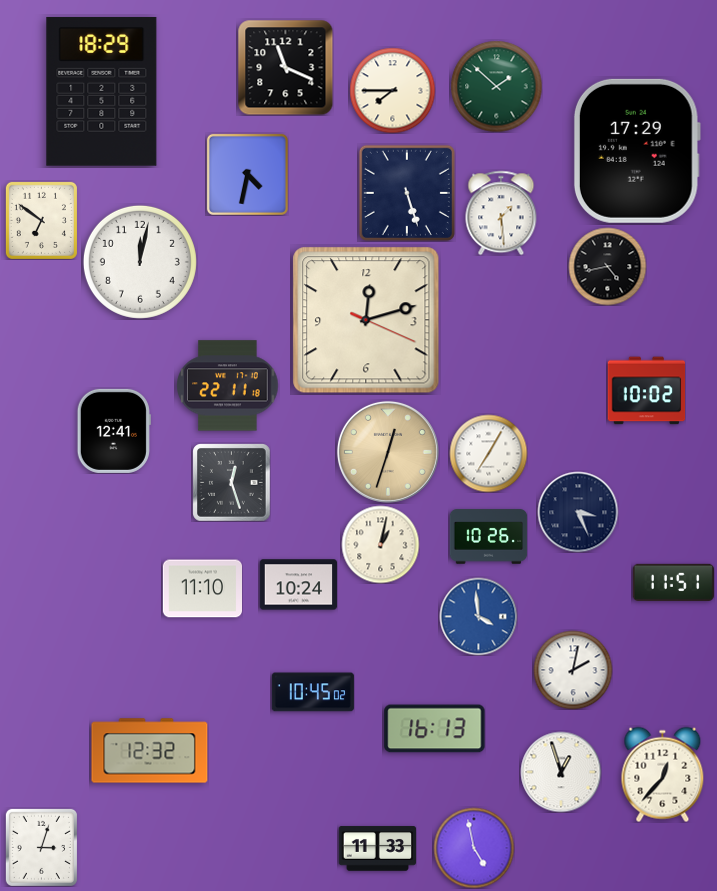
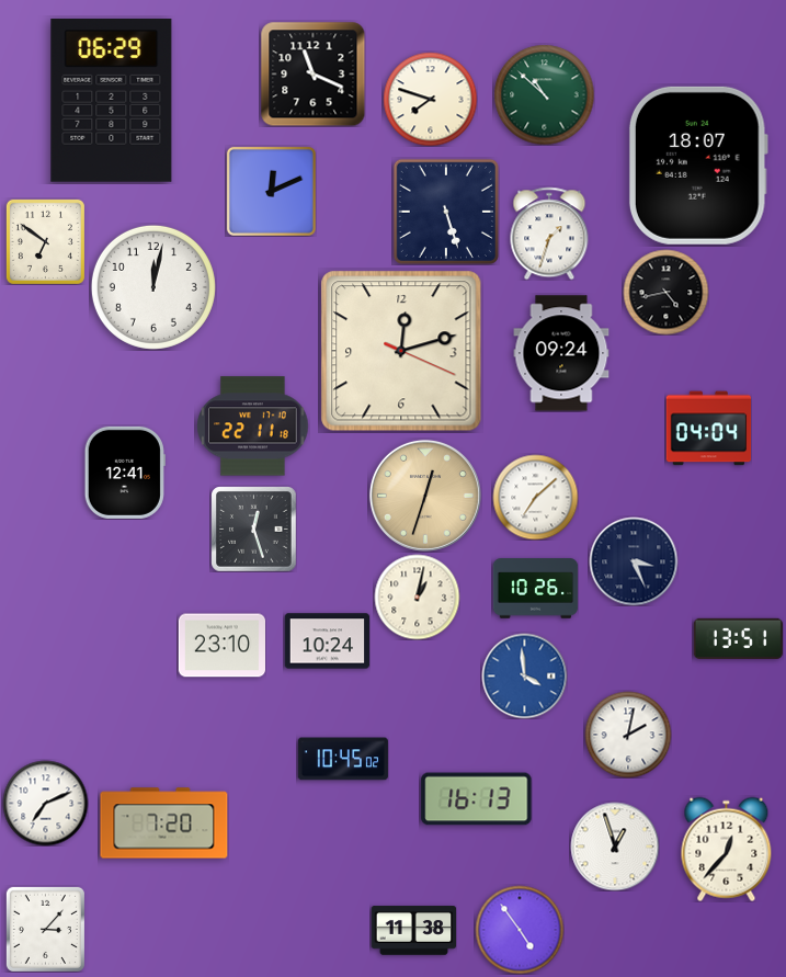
clock at (496, 86): 1:52 -> 10:52
clock at (392, 90): 7:45 -> 7:48
clock at (102, 91): 18:29 -> 06:29
clock at (637, 151): 17:29 -> 18:07
clock at (247, 174): 4:32 -> 12:11
clock at (501, 213): 1:29 -> 1:33
clock at (561, 353): none -> 09:24
clock at (228, 386) position: (228, 386) -> (253, 427)
clock at (646, 391): 10:02 -> 04:04
clock at (488, 453): 7:05 -> 7:08
clock at (673, 582): 11:51 -> 13:51
clock at (202, 589): 11:10 -> 23:10
clock at (45, 803): none -> 7:11
clock at (150, 751): 12:32 -> 7:20
clock at (41, 847): 3:03 -> 3:07
clock at (474, 848): 4:58 -> 4:54
clock at (377, 849): 11:33 -> 11:38
